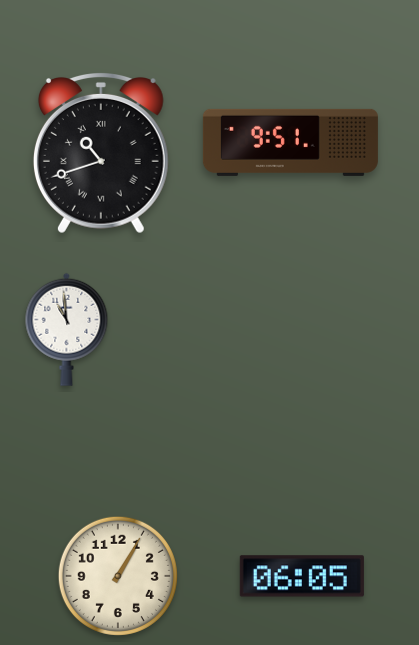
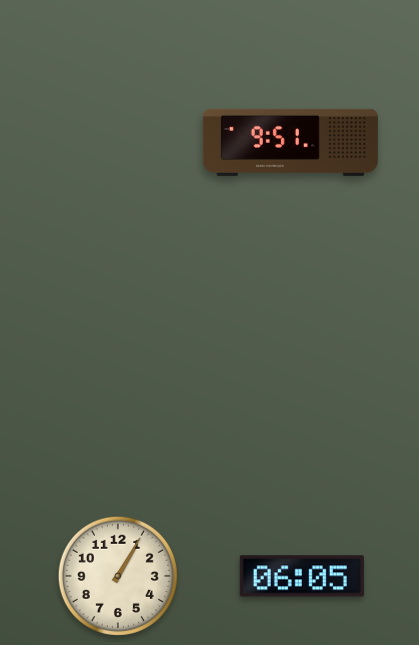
clock at (101, 154): 10:42 -> none
clock at (67, 329): 10:59 -> none
